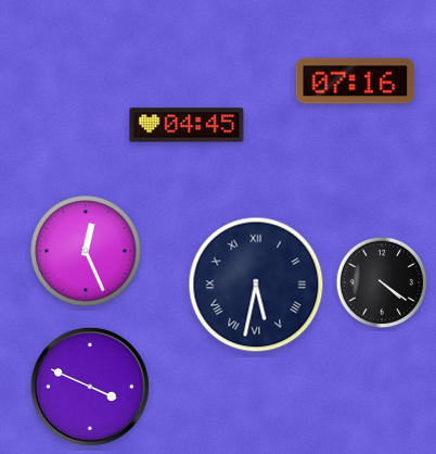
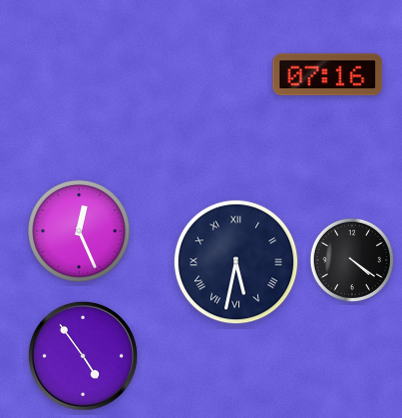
clock at (187, 125): 04:45 -> none
clock at (90, 387): 3:49 -> 4:54
